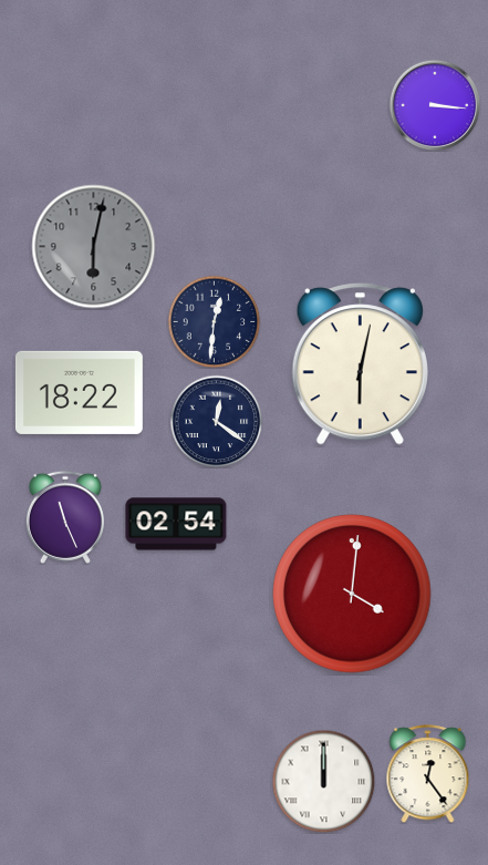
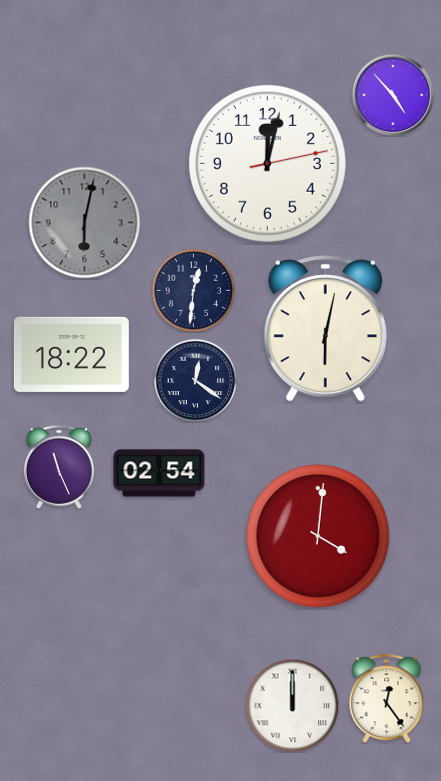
clock at (435, 105): 3:16 -> 4:53
clock at (267, 163): none -> 12:02
